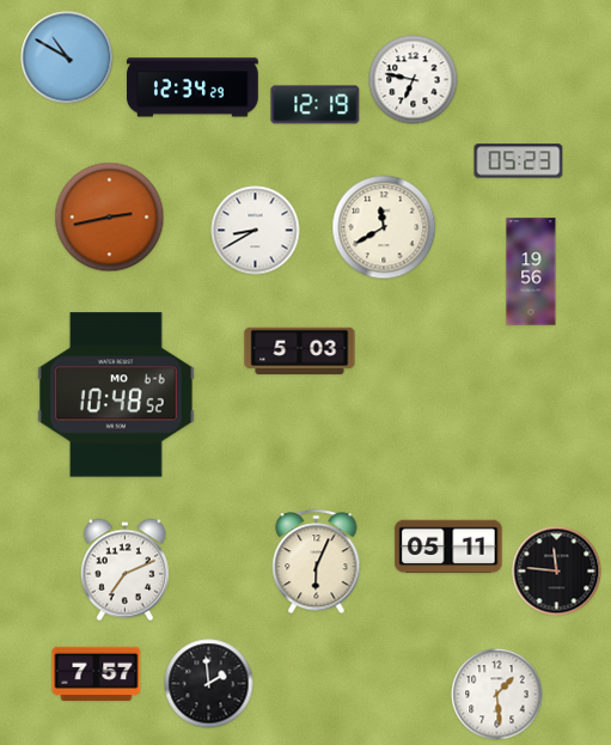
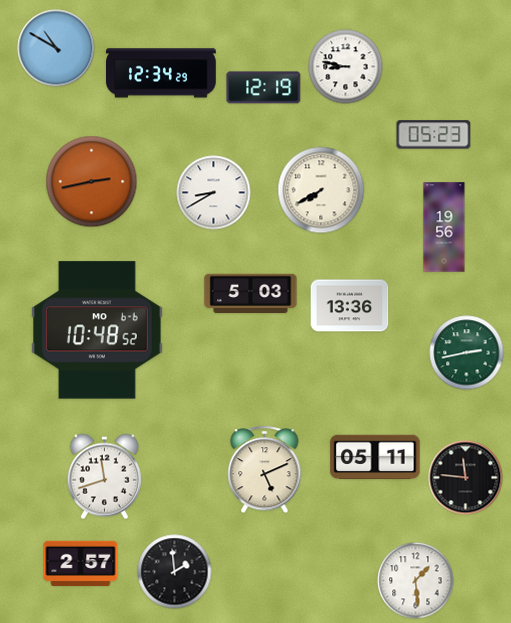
clock at (414, 80): 6:47 -> 8:47
clock at (384, 227): 11:40 -> 7:40
clock at (350, 306): none -> 13:36
clock at (467, 353): none -> 2:43
clock at (317, 562): 6:04 -> 5:11
clock at (124, 570): 7:11 -> 11:42
clock at (97, 673): 7:57 -> 2:57
